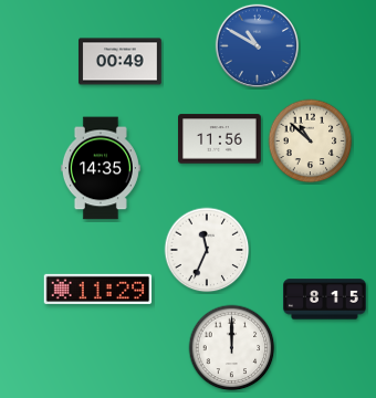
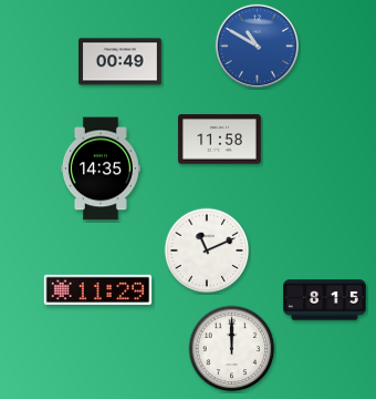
clock at (220, 139): 11:56 -> 11:58
clock at (311, 142): 10:52 -> none
clock at (207, 250): 11:34 -> 11:11
